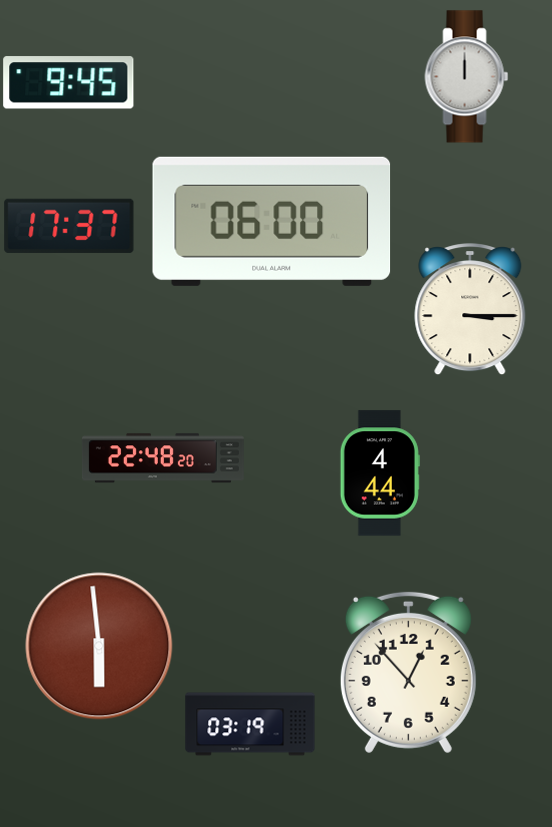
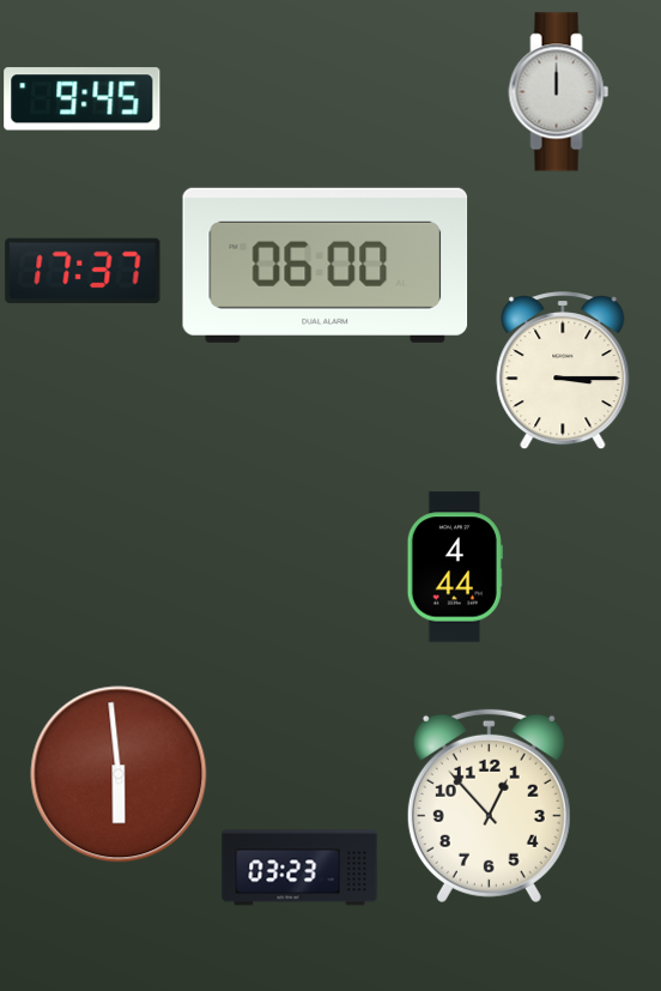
clock at (163, 458): 22:48 -> none
clock at (250, 724): 03:19 -> 03:23
